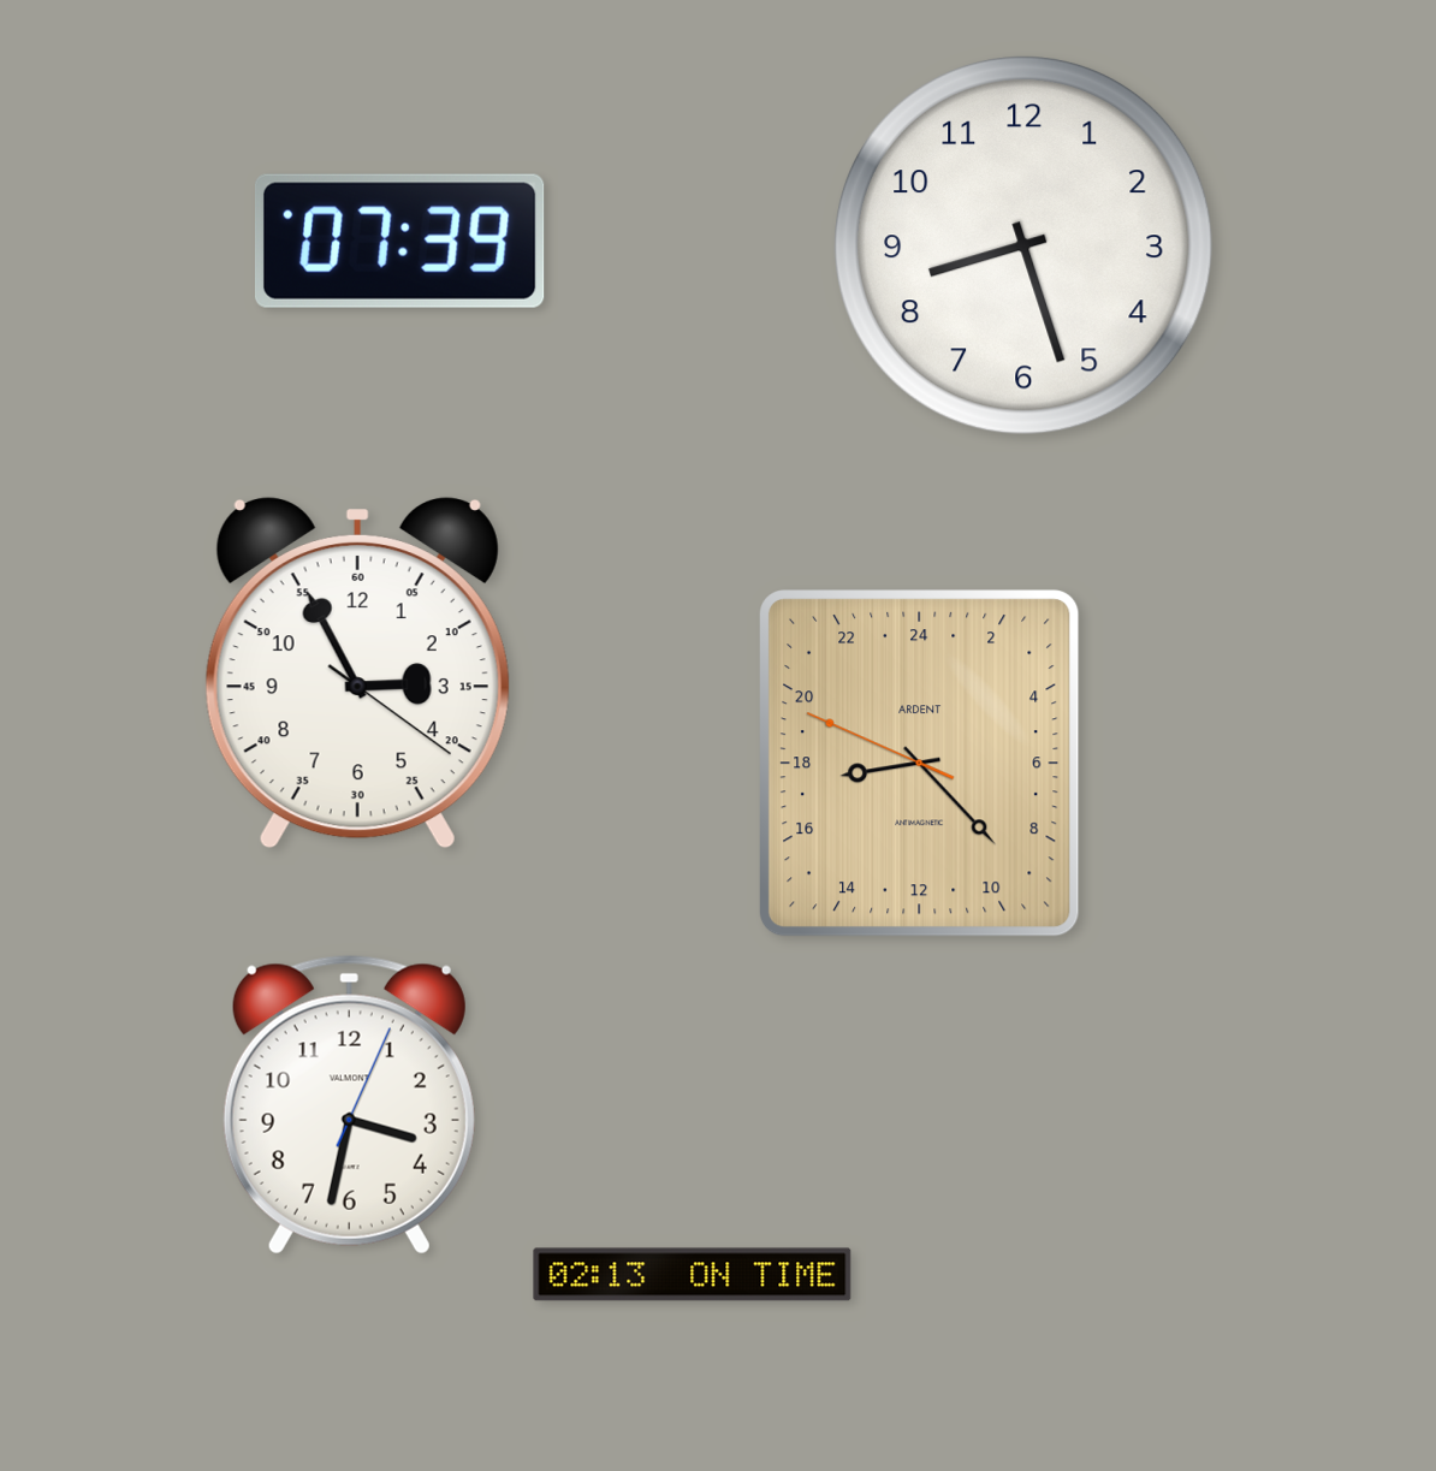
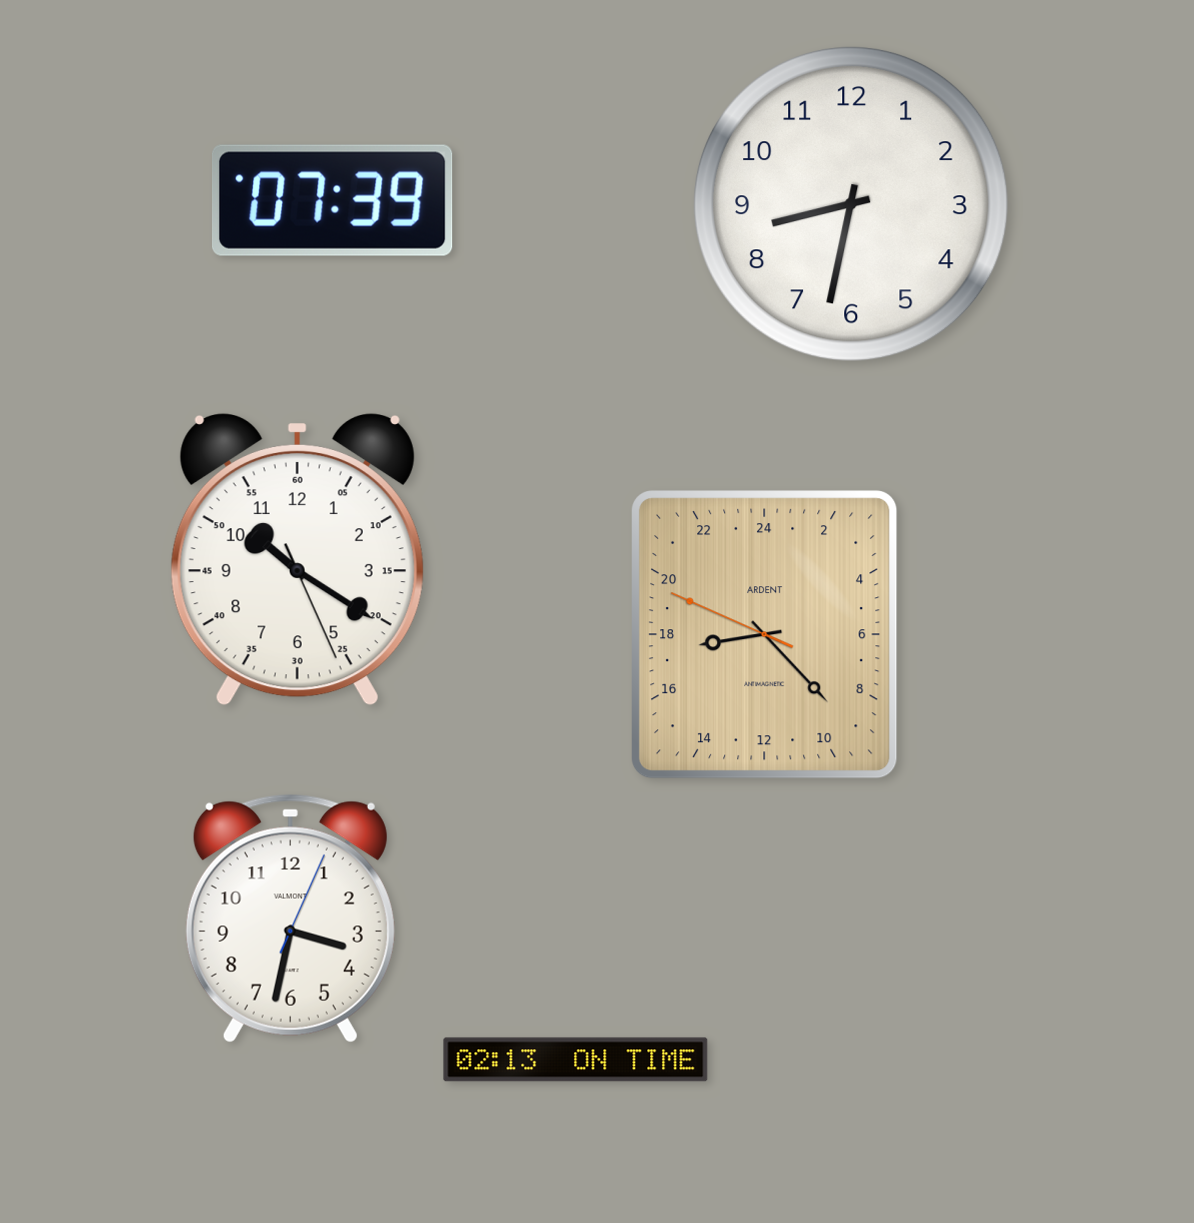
clock at (1023, 245): 8:27 -> 8:32
clock at (357, 672): 2:55 -> 10:20
